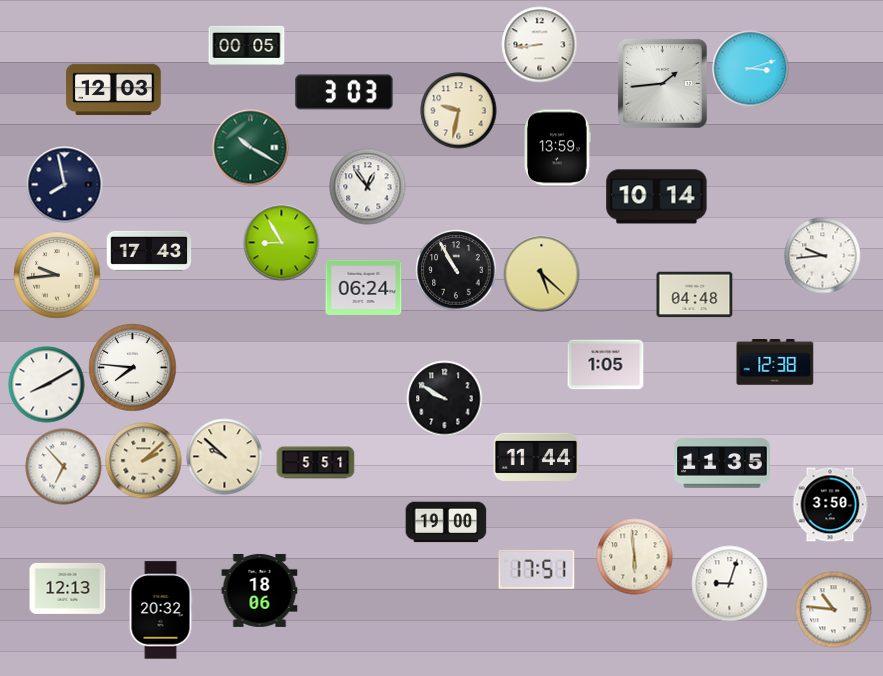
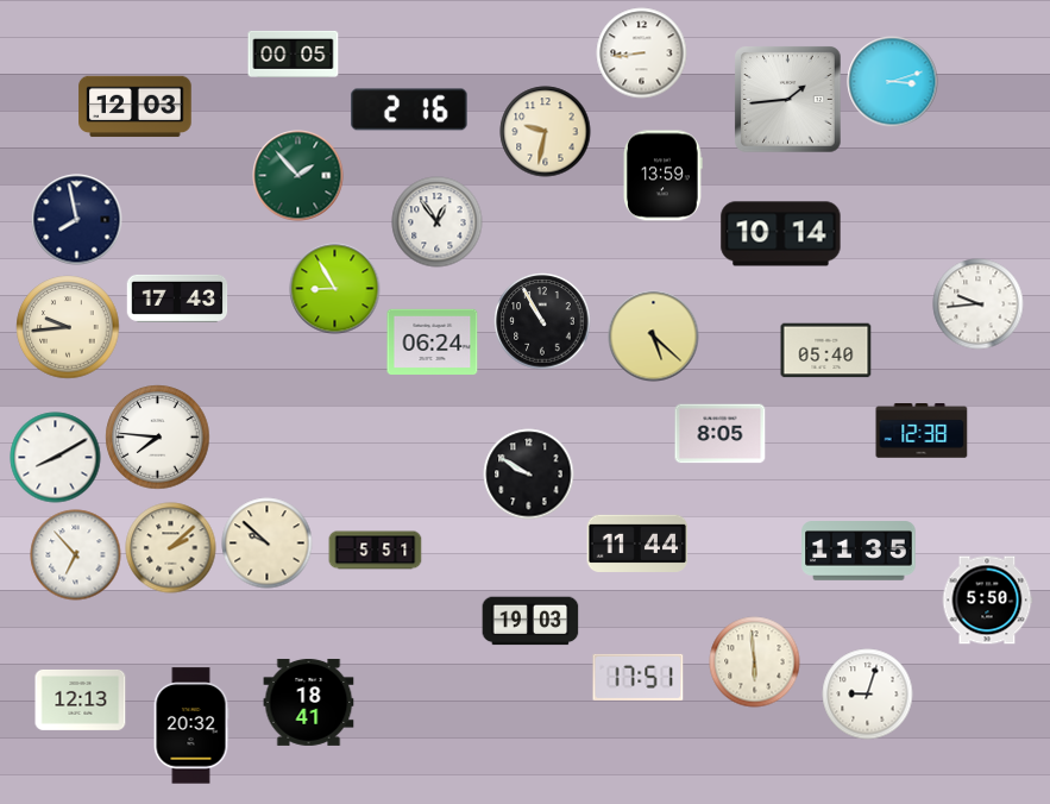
clock at (344, 92): 3:03 -> 2:16
clock at (251, 148): 10:20 -> 1:53
clock at (542, 274) position: (542, 274) -> (654, 337)
clock at (695, 295): 04:48 -> 05:40
clock at (606, 365): 1:05 -> 8:05
clock at (830, 505): 3:50 -> 5:50
clock at (446, 522): 19:00 -> 19:03
clock at (260, 590): 18:06 -> 18:41
clock at (834, 610): 10:46 -> none
